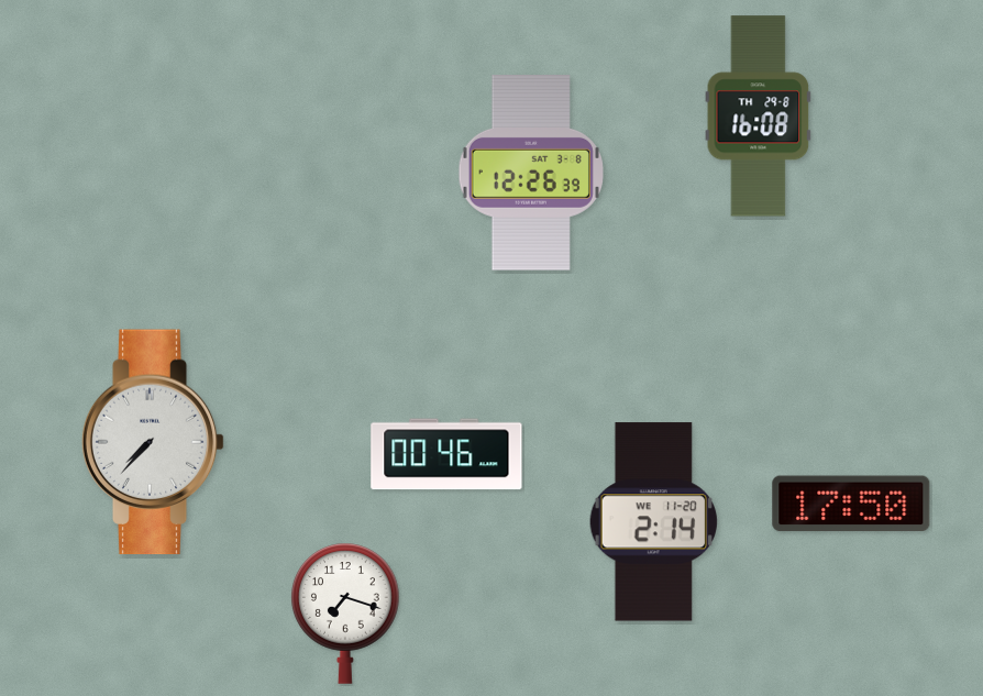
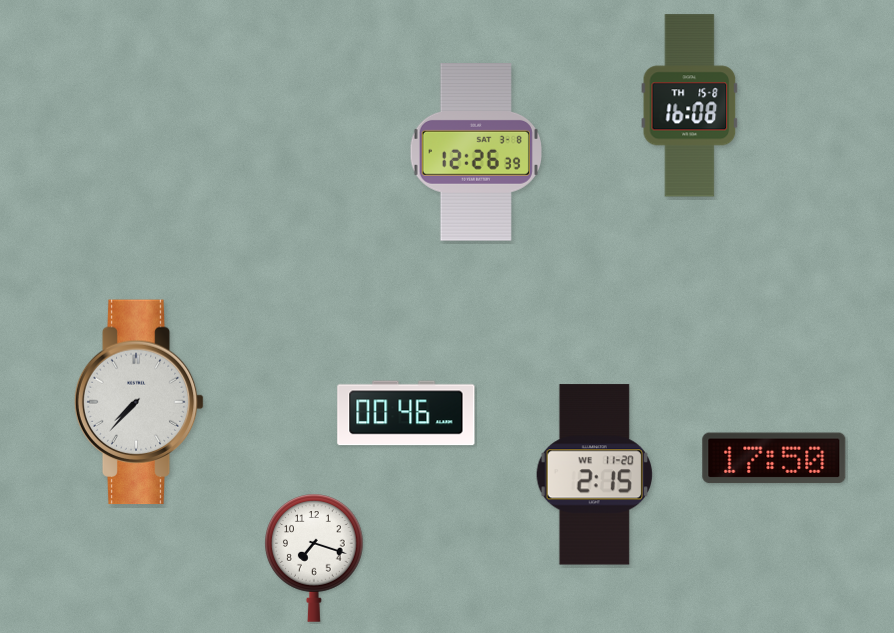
clock at (759, 117) date: TH 29-8 -> TH 15-8
clock at (531, 173) position: (531, 173) -> (476, 152)
clock at (653, 522): 2:14 -> 2:15
